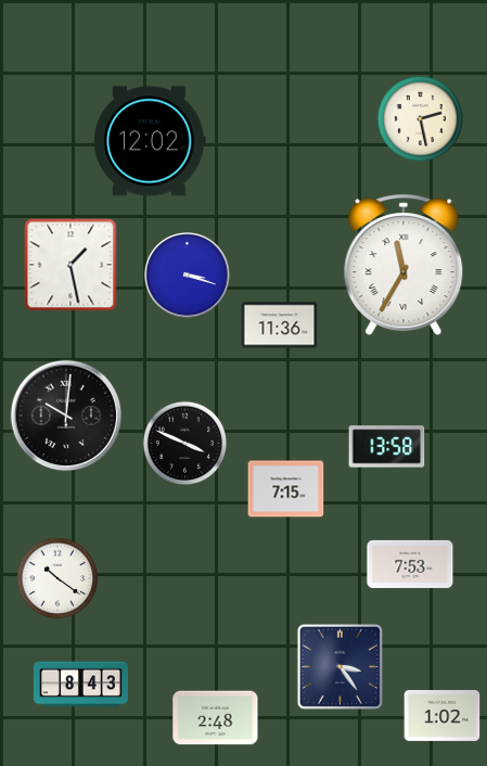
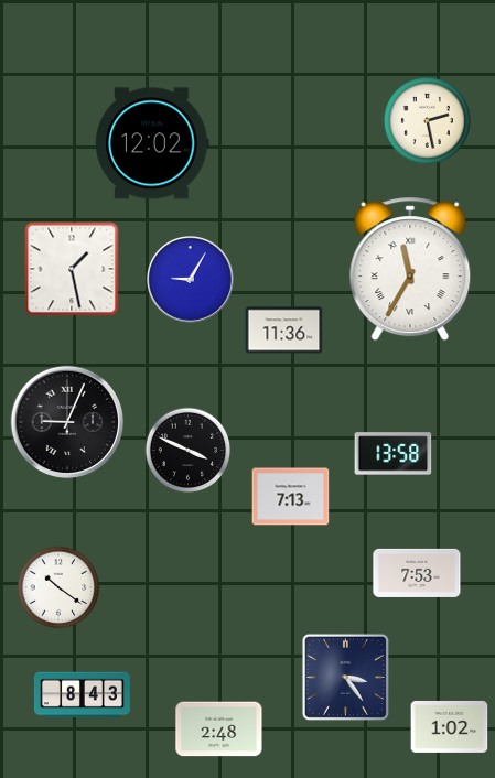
clock at (188, 276): 3:18 -> 9:05
clock at (66, 416): 10:01 -> 9:04
clock at (286, 489): 7:15 -> 7:13
